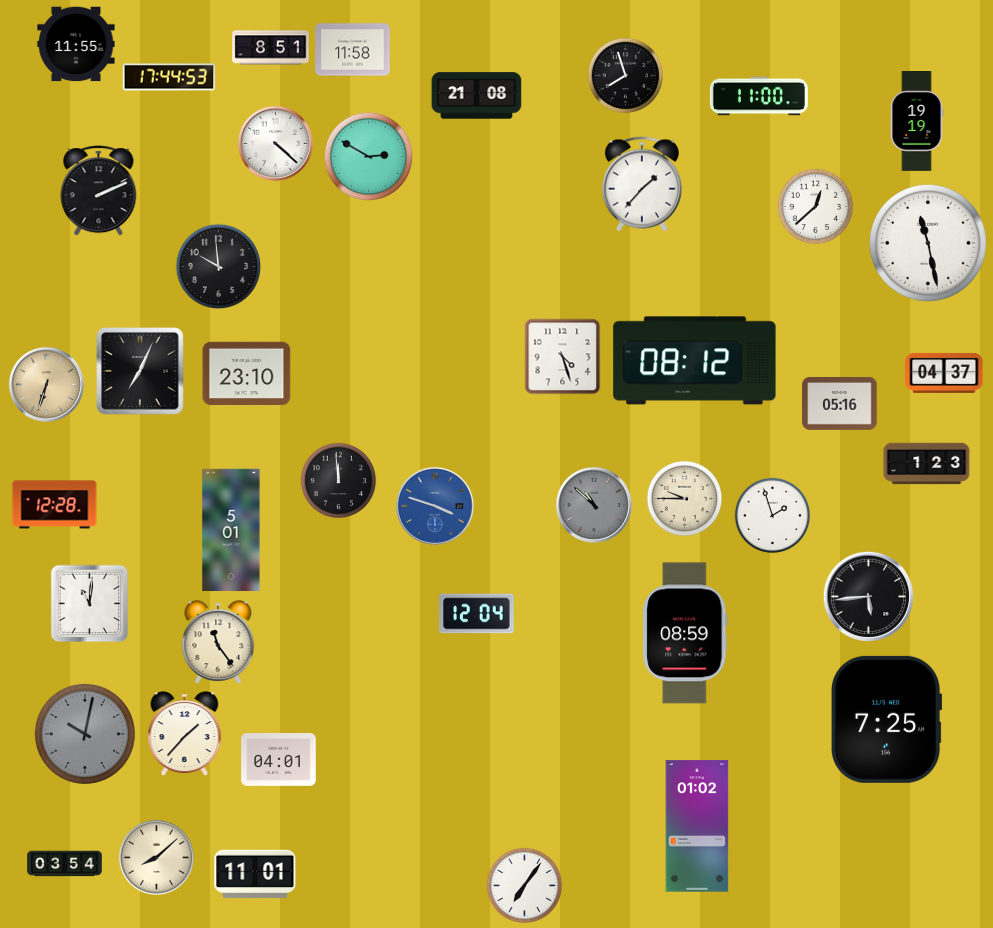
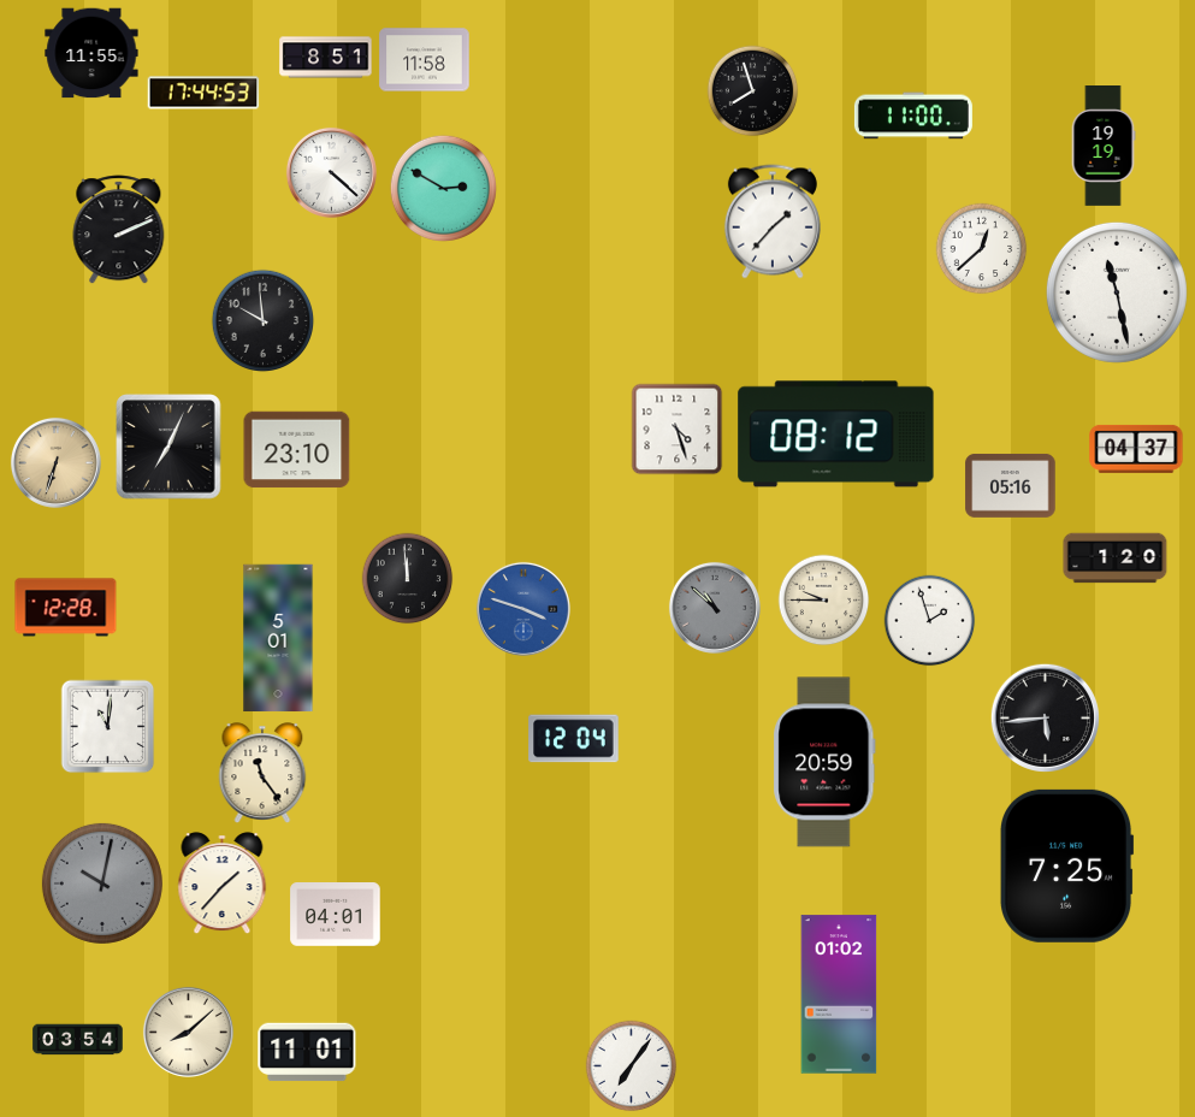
clock at (477, 96): 21:08 -> none
clock at (927, 464): 1:23 -> 1:20
clock at (685, 633): 08:59 -> 20:59
